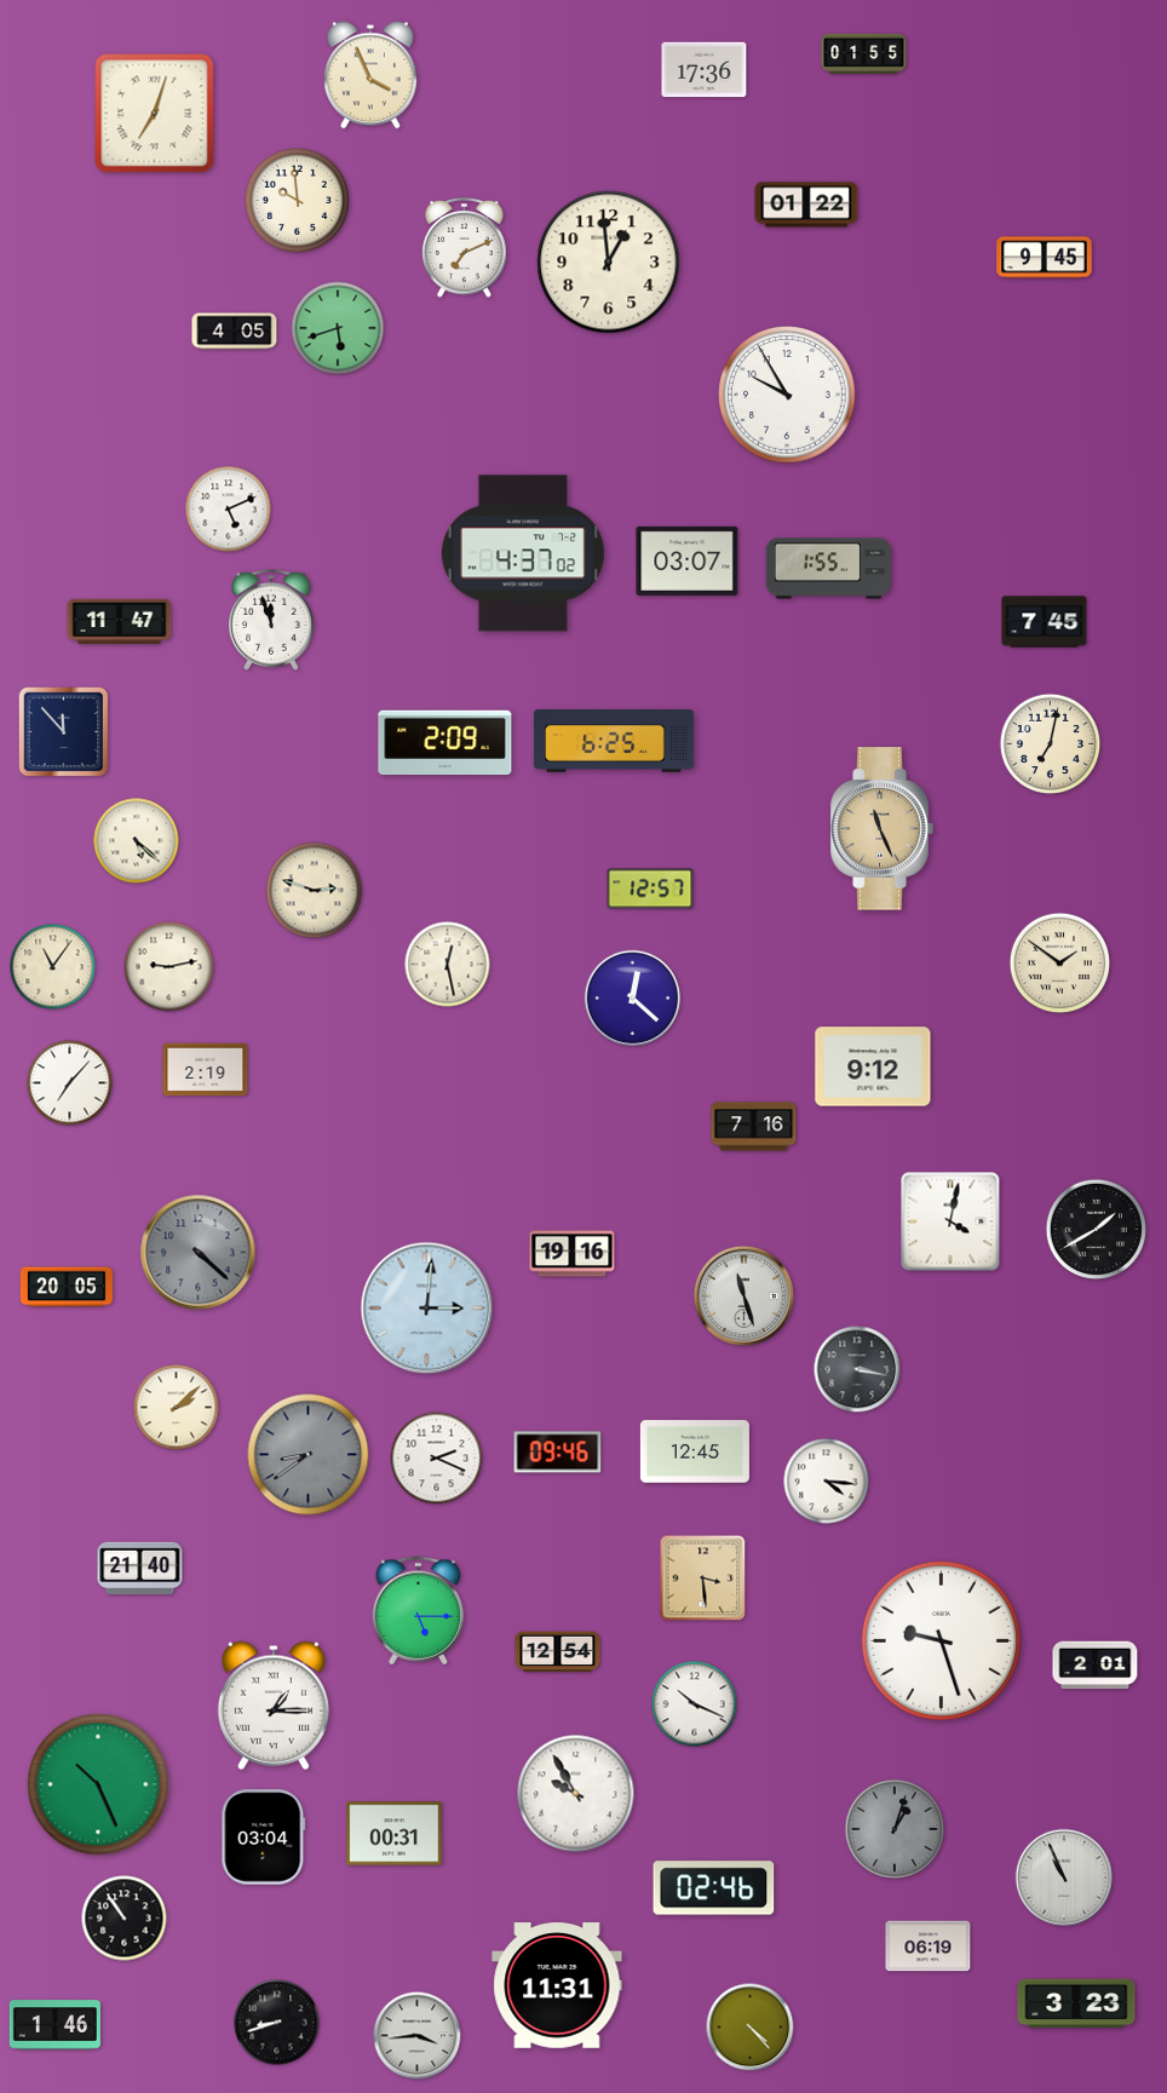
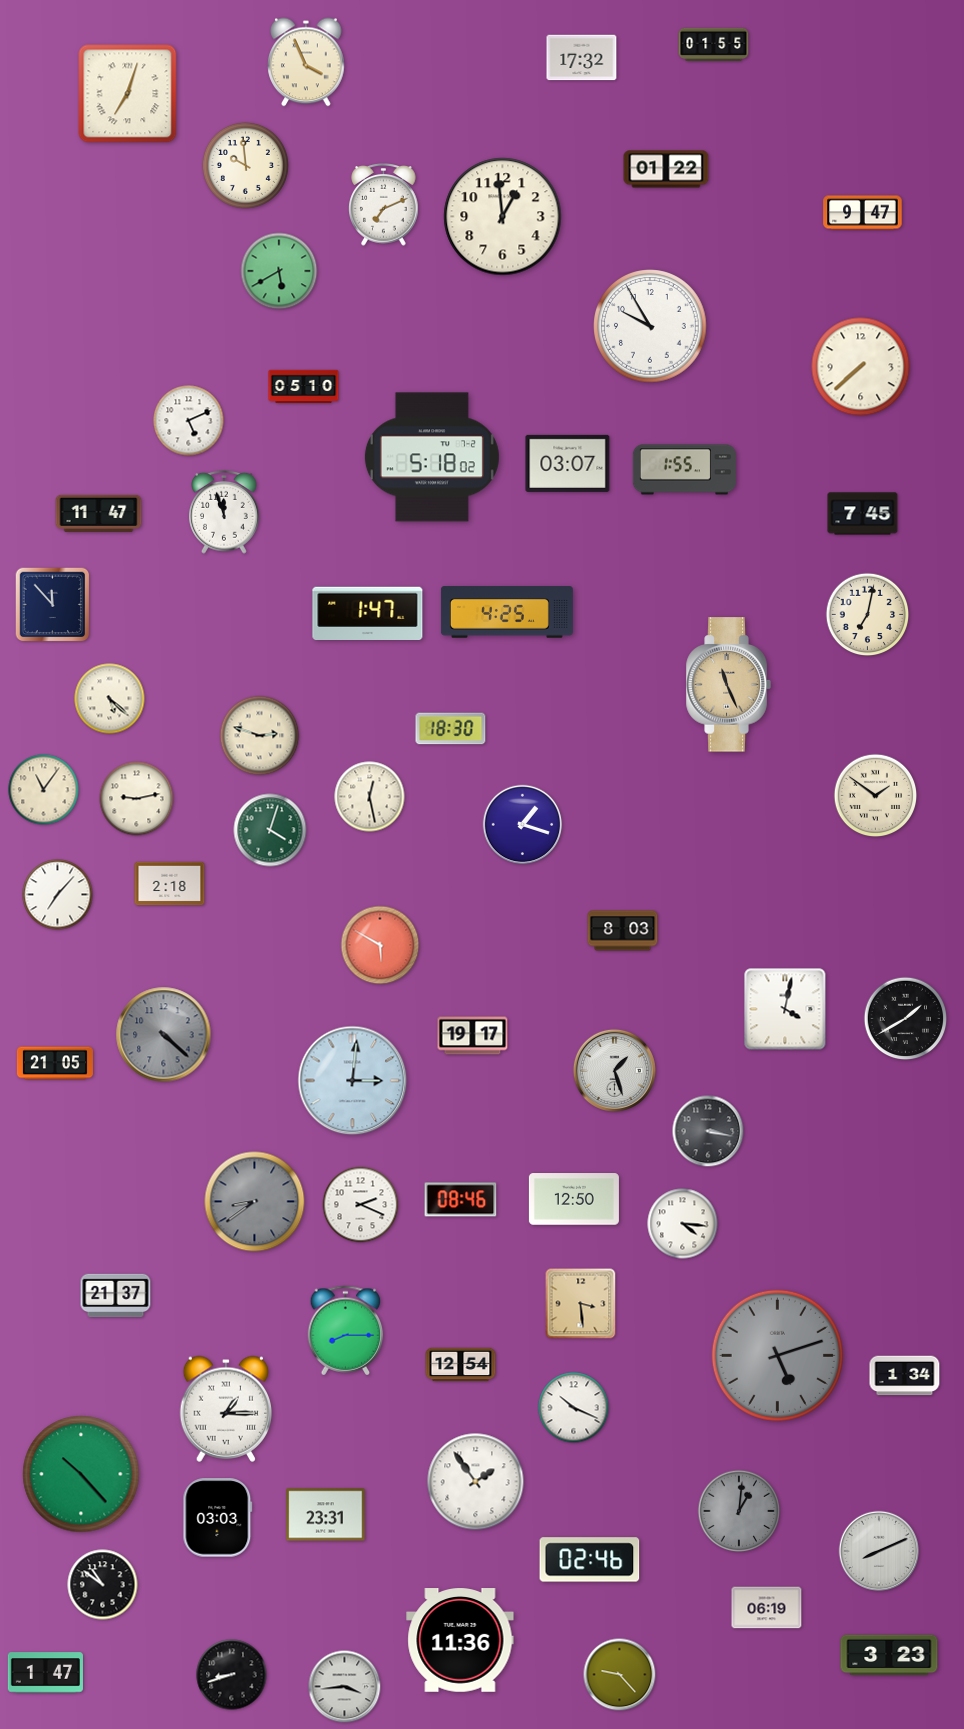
clock at (705, 70): 17:36 -> 17:32
clock at (1045, 258): 9:45 -> 9:47
clock at (338, 328): 5:42 -> 5:40
clock at (235, 332): 4:05 -> none
clock at (861, 367): none -> 7:38
clock at (304, 387): none -> 05:10
clock at (523, 553): 4:37 -> 5:18
clock at (614, 741): 6:25 -> 4:25
clock at (445, 742): 2:09 -> 1:47
clock at (137, 841) position: (137, 841) -> (110, 699)
clock at (451, 729): none -> 18:30
clock at (650, 889): 12:57 -> none
clock at (53, 967) position: (53, 967) -> (44, 790)
clock at (169, 967) position: (169, 967) -> (137, 799)
clock at (633, 999): 12:22 -> 1:18
clock at (270, 830): none -> 4:03
clock at (873, 1066): 9:12 -> none
clock at (206, 1070): 2:19 -> 2:18
clock at (754, 1127): 7:16 -> 8:03
clock at (380, 945): none -> 5:50
clock at (1097, 1230) position: (1097, 1230) -> (906, 1019)
clock at (573, 1254): 19:16 -> 19:17
clock at (67, 1287): 20:05 -> 21:05
clock at (743, 1295): 11:27 -> 1:27
clock at (177, 1408): 2:08 -> none
clock at (695, 1451): 12:45 -> 12:50
clock at (558, 1453): 09:46 -> 08:46
clock at (140, 1569): 21:40 -> 21:37
clock at (419, 1611): 5:15 -> 8:15
clock at (941, 1640): 9:27 -> 5:12
clock at (941, 1640) dial: white -> grey
clock at (1096, 1666): 2:01 -> 1:34
clock at (98, 1784): 10:26 -> 10:23
clock at (576, 1794): 9:55 -> 1:54
clock at (895, 1829): 1:03 -> 1:01
clock at (395, 1834): 00:31 -> 23:31
clock at (264, 1838): 03:04 -> 03:03
clock at (1064, 1878): 10:56 -> 8:11
clock at (125, 1919): 10:54 -> 10:51
clock at (557, 1985): 11:31 -> 11:36
clock at (277, 2023) position: (277, 2023) -> (232, 1675)
clock at (54, 2025): 1:46 -> 1:47
clock at (751, 2028): 4:23 -> 9:23
clock at (418, 2036) position: (418, 2036) -> (345, 1687)
